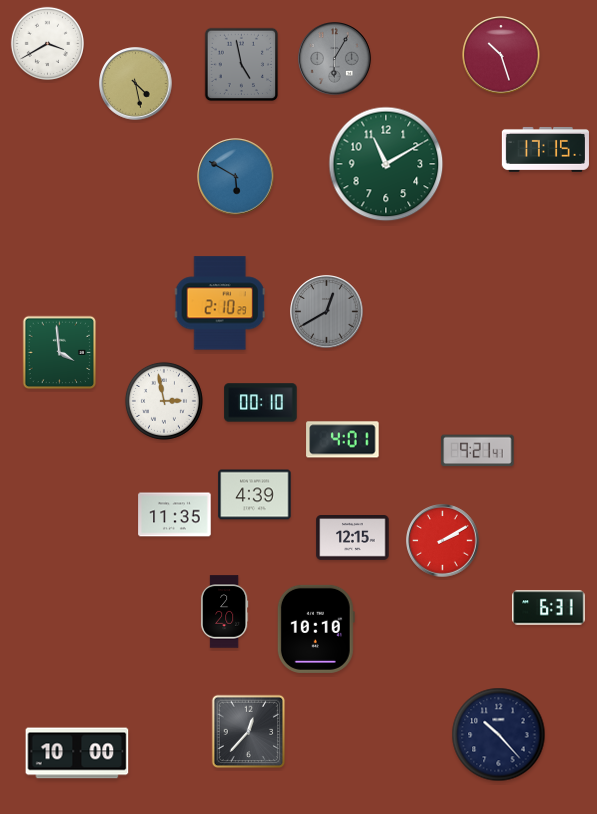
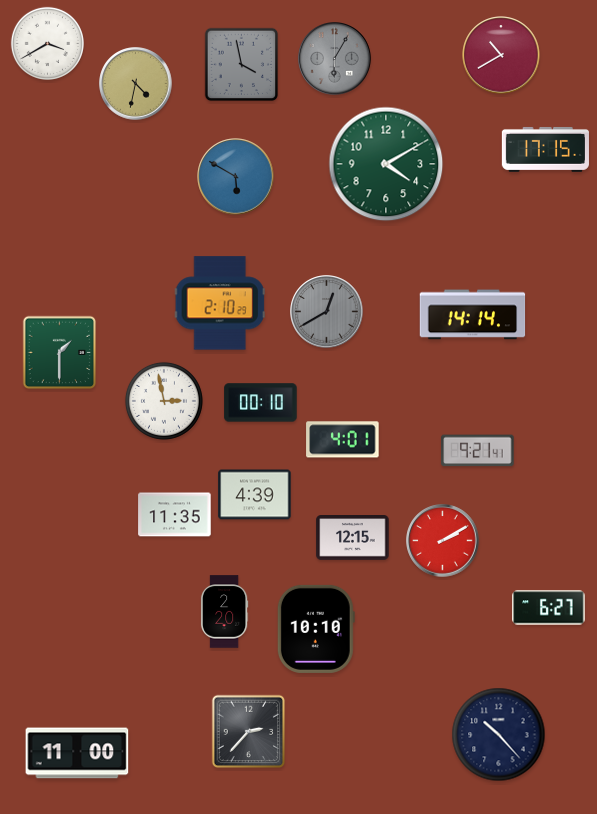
clock at (501, 55): 10:27 -> 10:40
clock at (242, 65): 4:58 -> 3:58
clock at (136, 84): 4:28 -> 4:32
clock at (386, 164): 11:10 -> 4:10
clock at (473, 315): none -> 14:14
clock at (60, 353): 3:59 -> 1:30
clock at (549, 608): 6:31 -> 6:27
clock at (249, 732): 12:37 -> 2:37
clock at (77, 753): 10:00 -> 11:00
